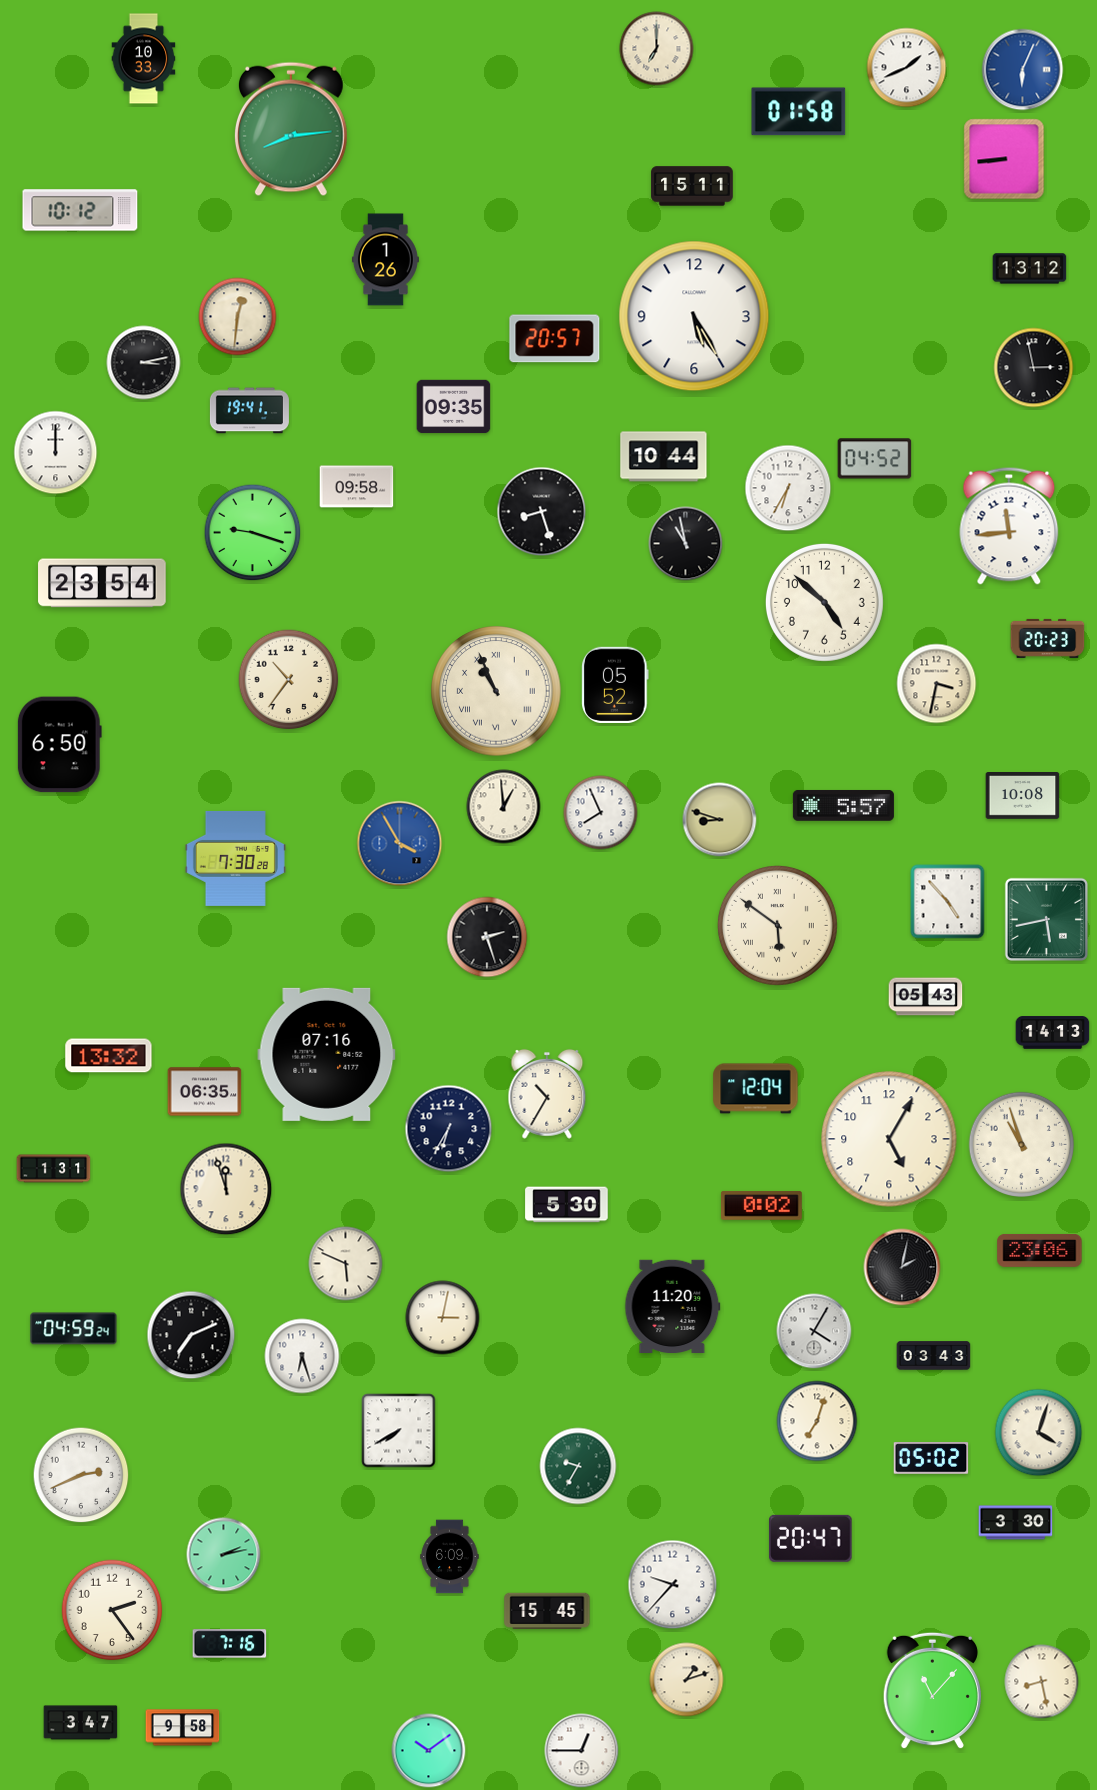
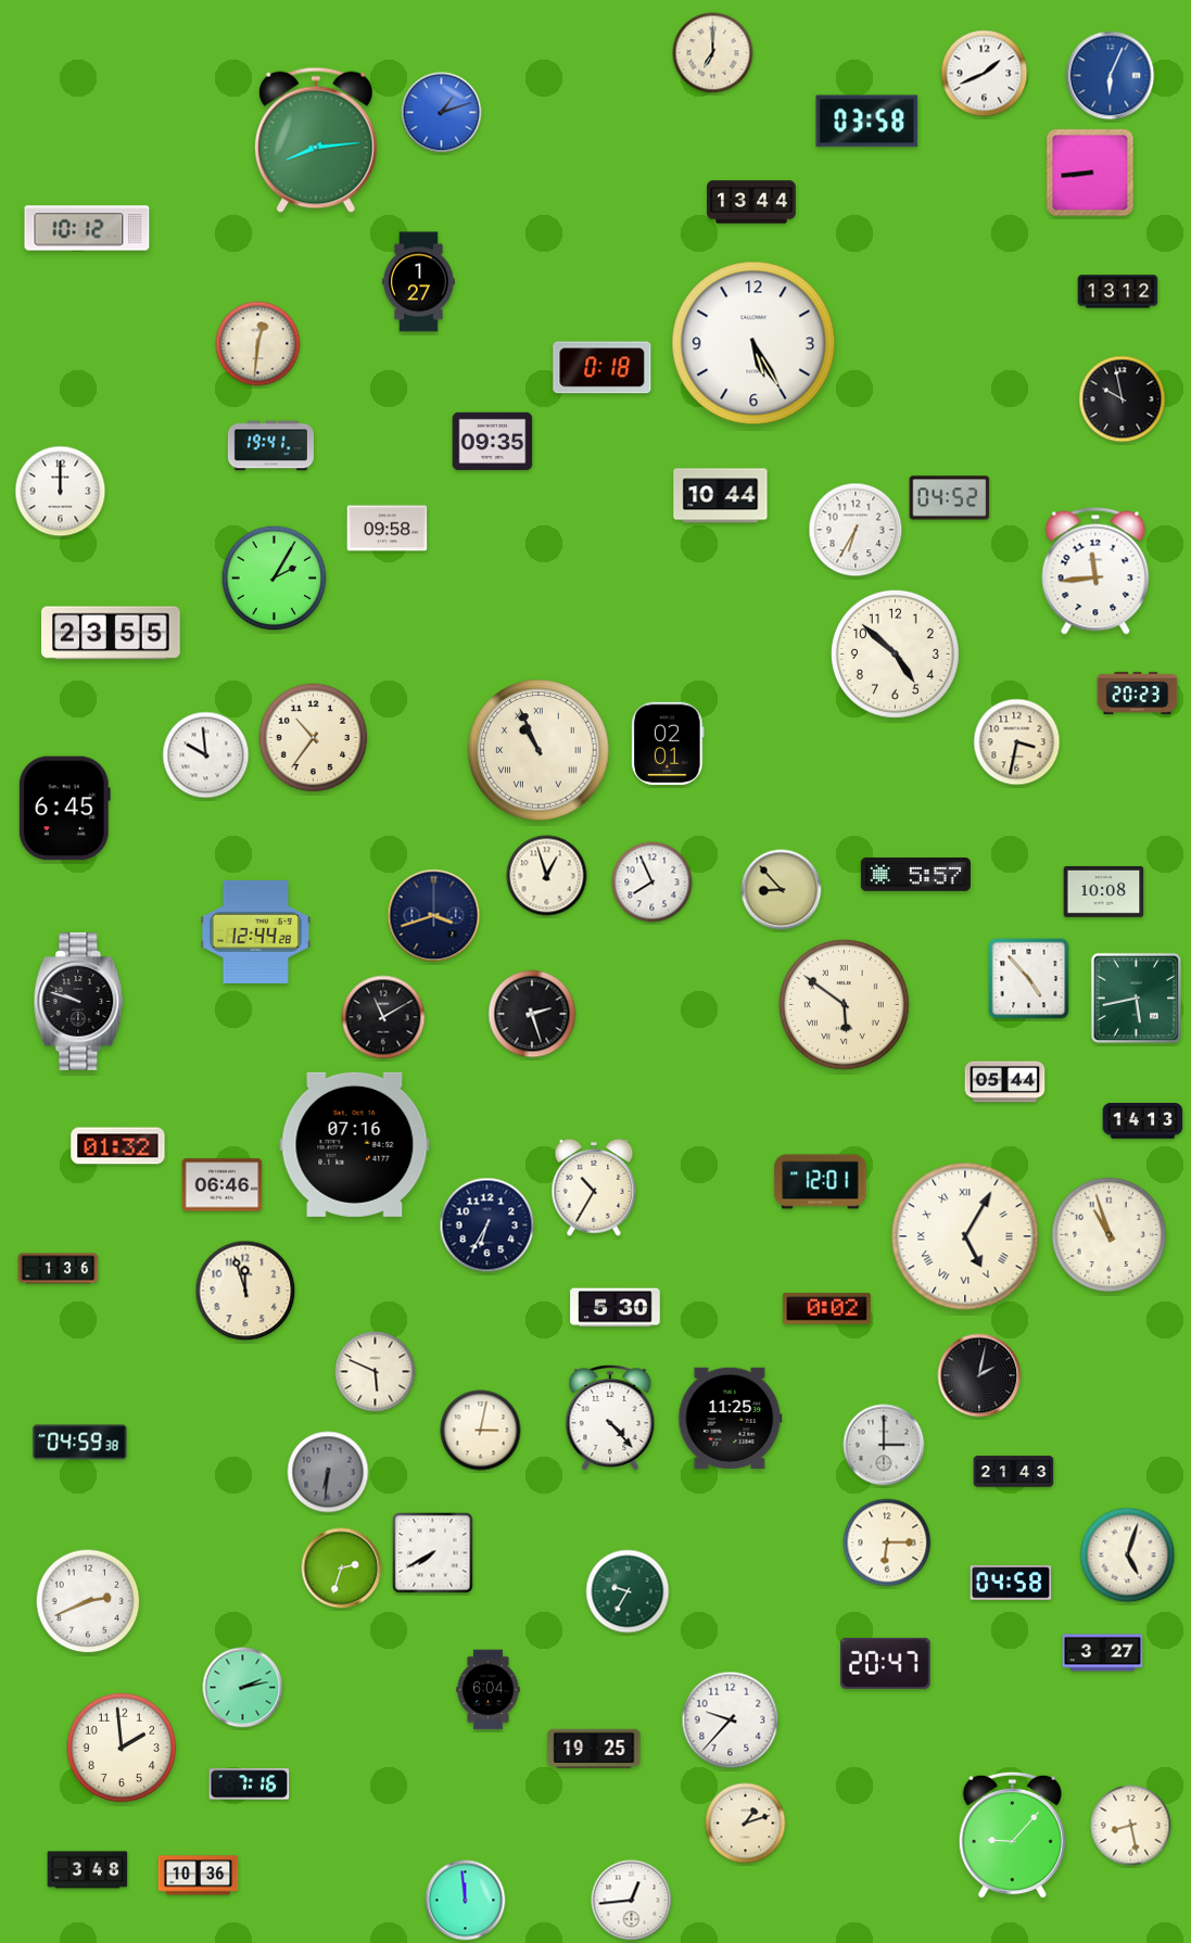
clock at (144, 59): 10:33 -> none
clock at (442, 113): none -> 1:12
clock at (799, 112): 01:58 -> 03:58
clock at (692, 186): 15:11 -> 13:44
clock at (385, 260): 1:26 -> 1:27
clock at (555, 339): 20:57 -> 0:18
clock at (144, 363): 3:13 -> none
clock at (1034, 368): 2:58 -> 9:58
clock at (542, 512): 8:27 -> none
clock at (253, 533): 9:18 -> 2:05
clock at (686, 544): 10:58 -> none
clock at (102, 583): 23:54 -> 23:55
clock at (615, 684): 05:52 -> 02:01
clock at (206, 755): none -> 9:59
clock at (59, 745): 6:50 -> 6:45
clock at (1023, 796) position: (1023, 796) -> (1104, 892)
clock at (504, 807): 12:59 -> 12:57
clock at (720, 820): 8:48 -> 8:53
clock at (400, 844): 3:55 -> 3:42
clock at (400, 844) dial: blue -> navy
clock at (235, 858): 7:30 -> 12:44
clock at (79, 1002): none -> 9:48
clock at (383, 1017): none -> 11:10
clock at (487, 937) position: (487, 937) -> (532, 1014)
clock at (926, 997): 05:43 -> 05:44
clock at (109, 1056): 13:32 -> 01:32
clock at (756, 1089): 12:04 -> 12:01
clock at (205, 1092): 06:35 -> 06:46
clock at (889, 1139) numerals: Arabic -> Roman
clock at (1021, 1144) position: (1021, 1144) -> (1108, 1234)
clock at (54, 1169): 1:31 -> 1:36
clock at (1040, 1250): 23:06 -> none
clock at (610, 1418): none -> 4:23
clock at (673, 1306): 11:20 -> 11:25
clock at (74, 1329): 04:59:24 -> 04:59:38
clock at (814, 1331): 4:05 -> 3:00
clock at (191, 1335): 7:11 -> none
clock at (302, 1356): 6:27 -> 6:31
clock at (302, 1356) dial: white -> grey
clock at (934, 1356): 03:43 -> 21:43
clock at (817, 1421): 7:03 -> 6:15
clock at (1039, 1433): 4:03 -> 5:03
clock at (342, 1569): none -> 2:33
clock at (931, 1458): 05:02 -> 04:58
clock at (1016, 1523): 3:30 -> 3:27
clock at (811, 1538) position: (811, 1538) -> (886, 1663)
clock at (450, 1557): 6:09 -> 6:04
clock at (112, 1610): 2:24 -> 1:59
clock at (547, 1611): 15:45 -> 19:25
clock at (932, 1691): 11:07 -> 9:07
clock at (81, 1723): 3:47 -> 3:48
clock at (183, 1728): 9:58 -> 10:36
clock at (429, 1751): 10:09 -> 11:59
clock at (582, 1751): 12:45 -> 12:44
